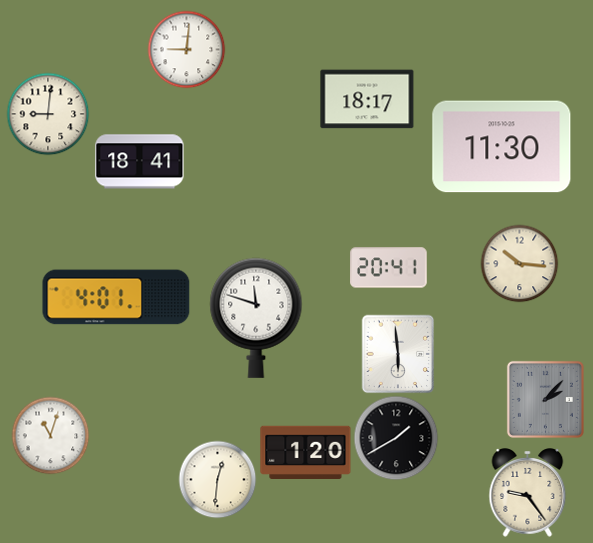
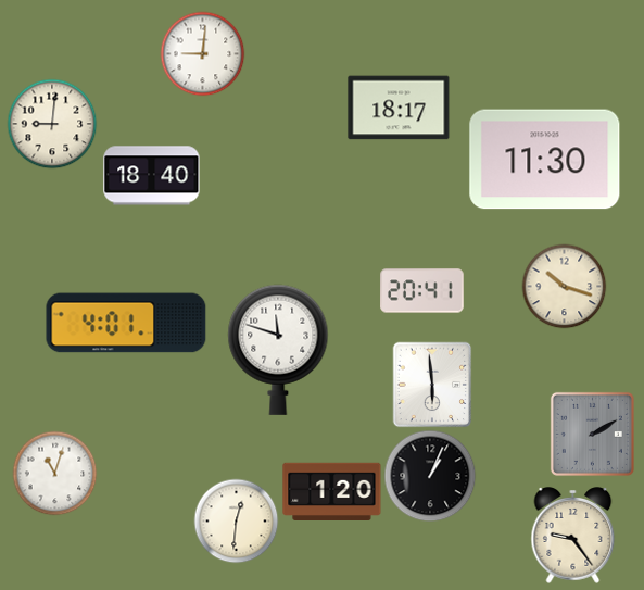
clock at (140, 162): 18:41 -> 18:40
clock at (519, 263): 10:16 -> 10:18
clock at (256, 318) position: (256, 318) -> (278, 350)
clock at (545, 399): 2:07 -> 2:10
clock at (396, 438): 1:40 -> 1:04
